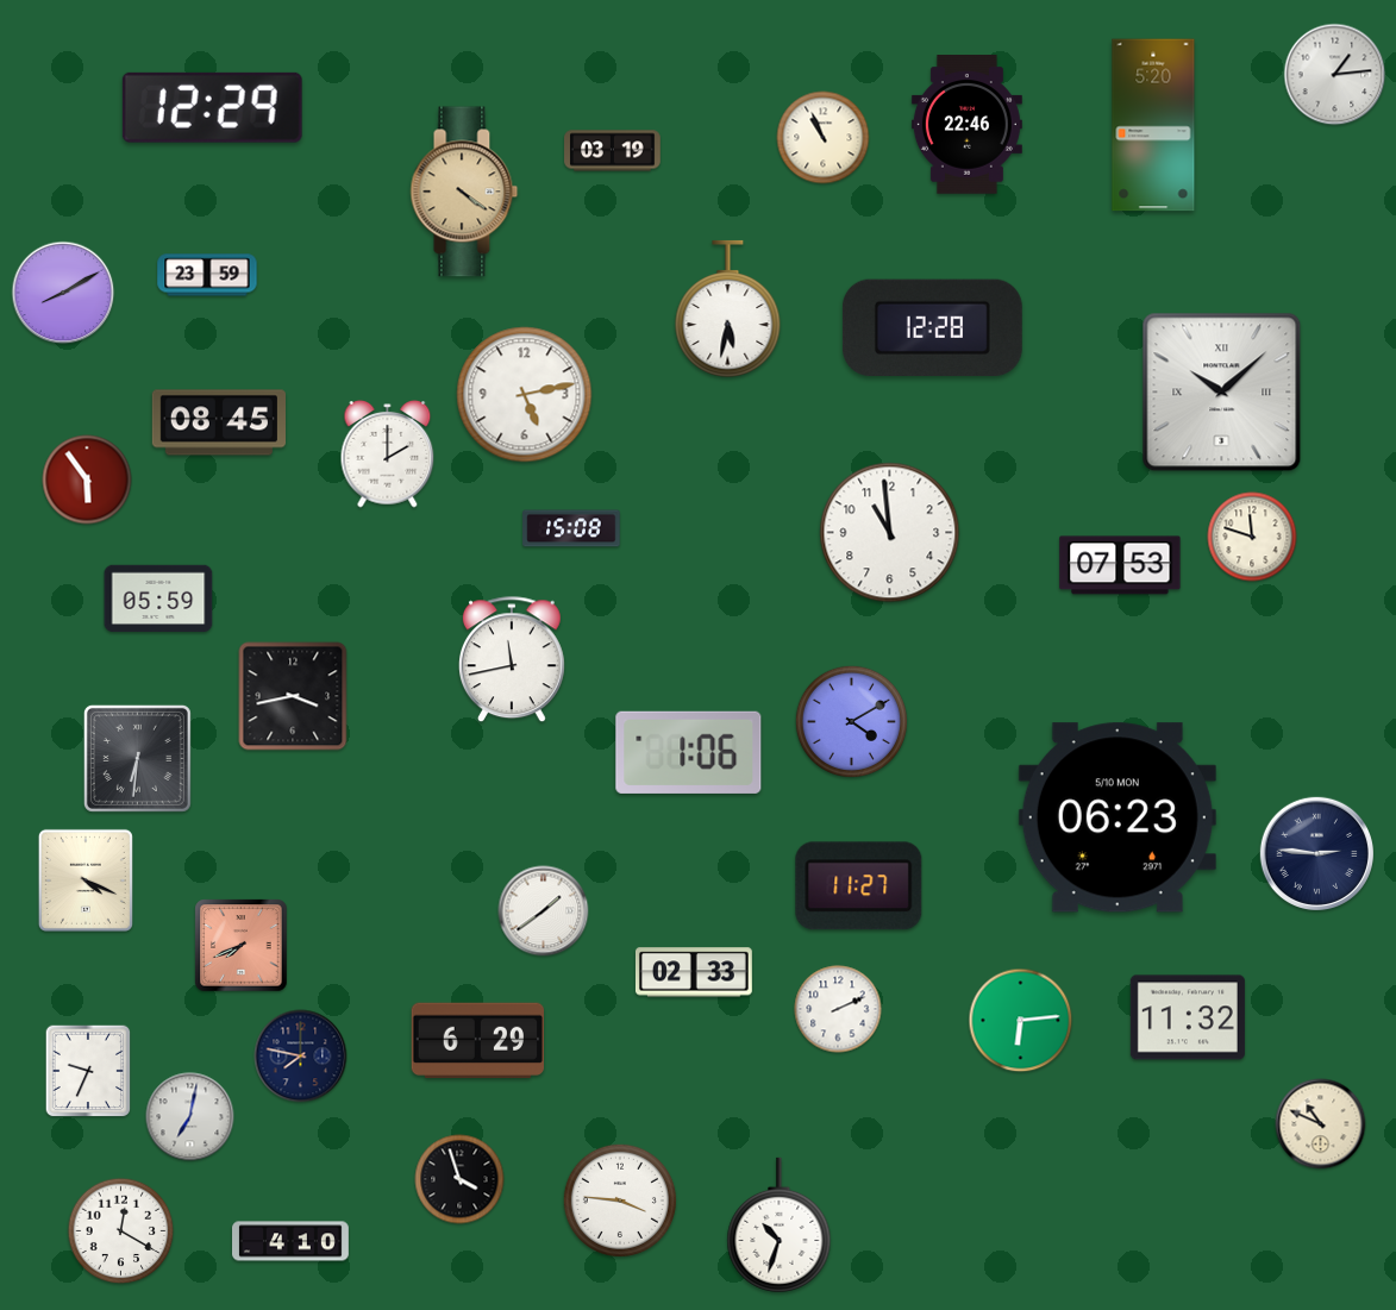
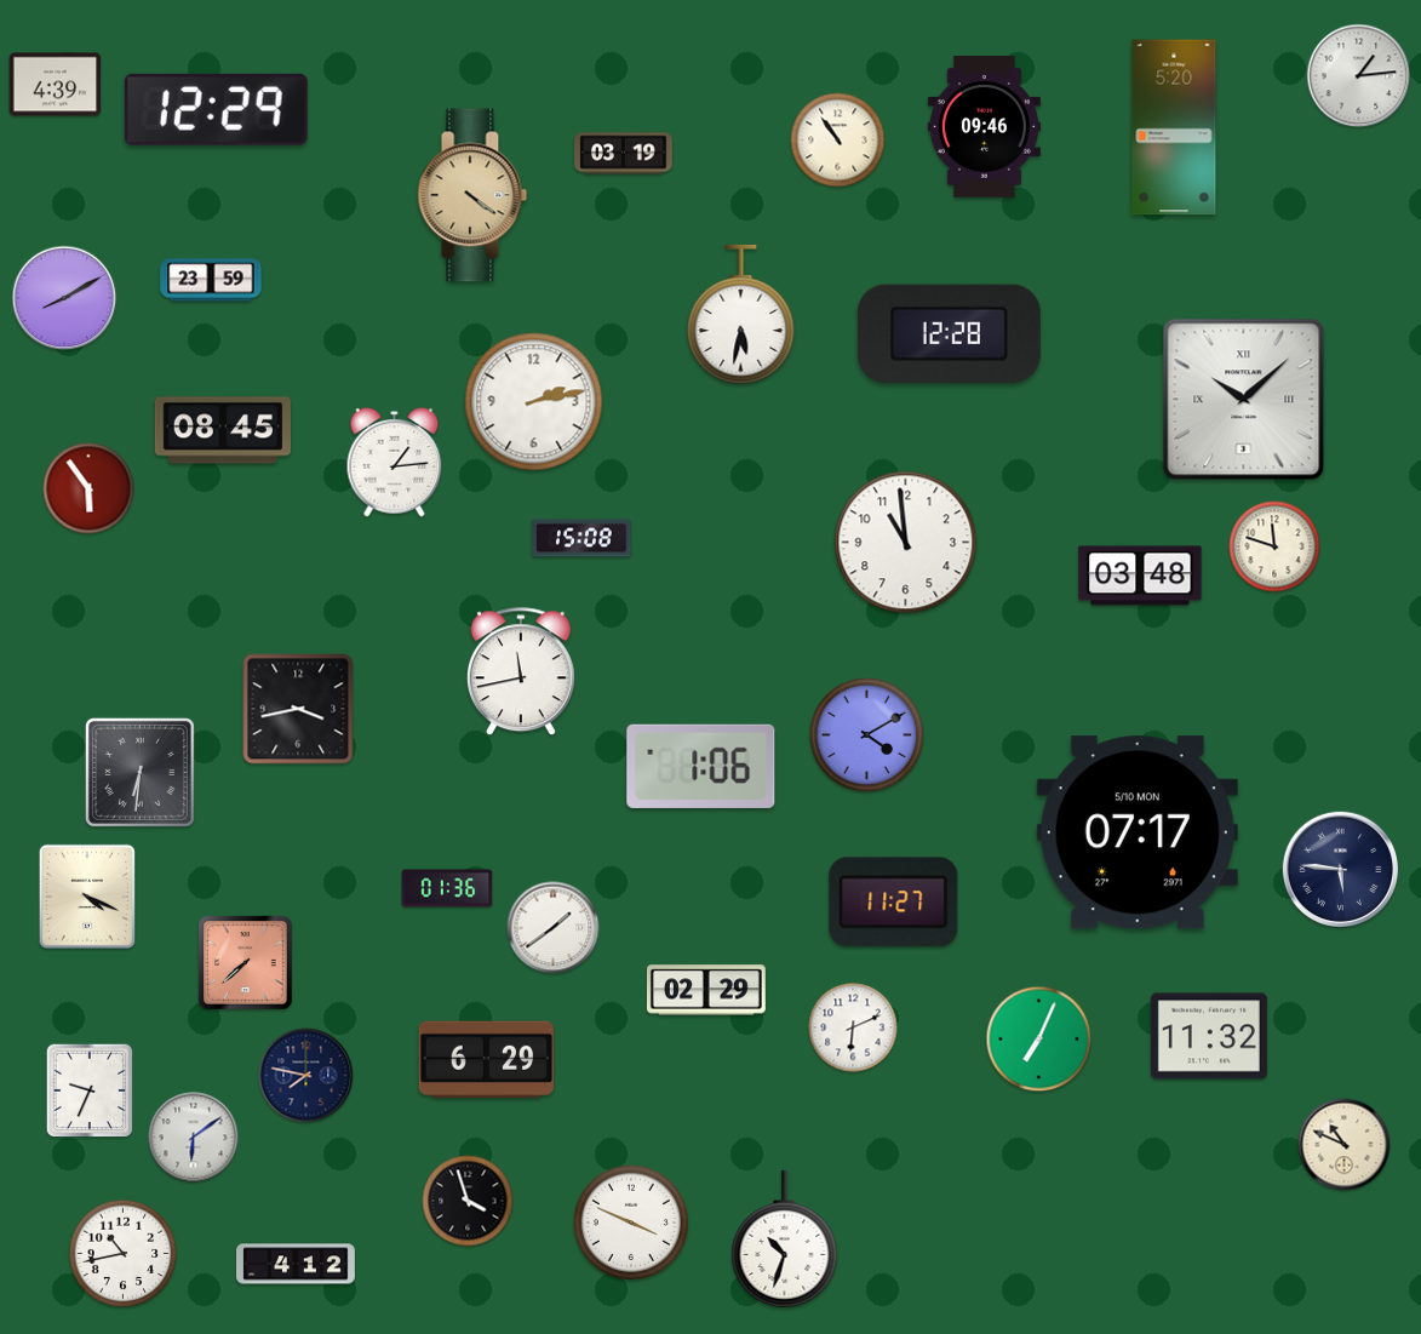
clock at (56, 85): none -> 4:39
clock at (966, 125): 22:46 -> 09:46
clock at (824, 138): 10:56 -> 10:54
clock at (525, 395): 5:13 -> 2:13
clock at (388, 455): 2:00 -> 1:14
clock at (1120, 565): 07:53 -> 03:48
clock at (158, 598): 05:59 -> none
clock at (1118, 817): 06:23 -> 07:17
clock at (1316, 853): 2:46 -> 5:46
clock at (447, 888): none -> 01:36
clock at (859, 886) position: (859, 886) -> (894, 903)
clock at (242, 946): 7:41 -> 7:38
clock at (694, 972): 02:33 -> 02:29
clock at (838, 1009): 2:11 -> 6:11
clock at (1021, 1021): 6:14 -> 7:04
clock at (190, 1117): 7:02 -> 6:09
clock at (620, 1201): 3:46 -> 3:49
clock at (780, 1224) position: (780, 1224) -> (785, 1238)
clock at (121, 1231): 12:20 -> 10:43
clock at (292, 1241): 4:10 -> 4:12
